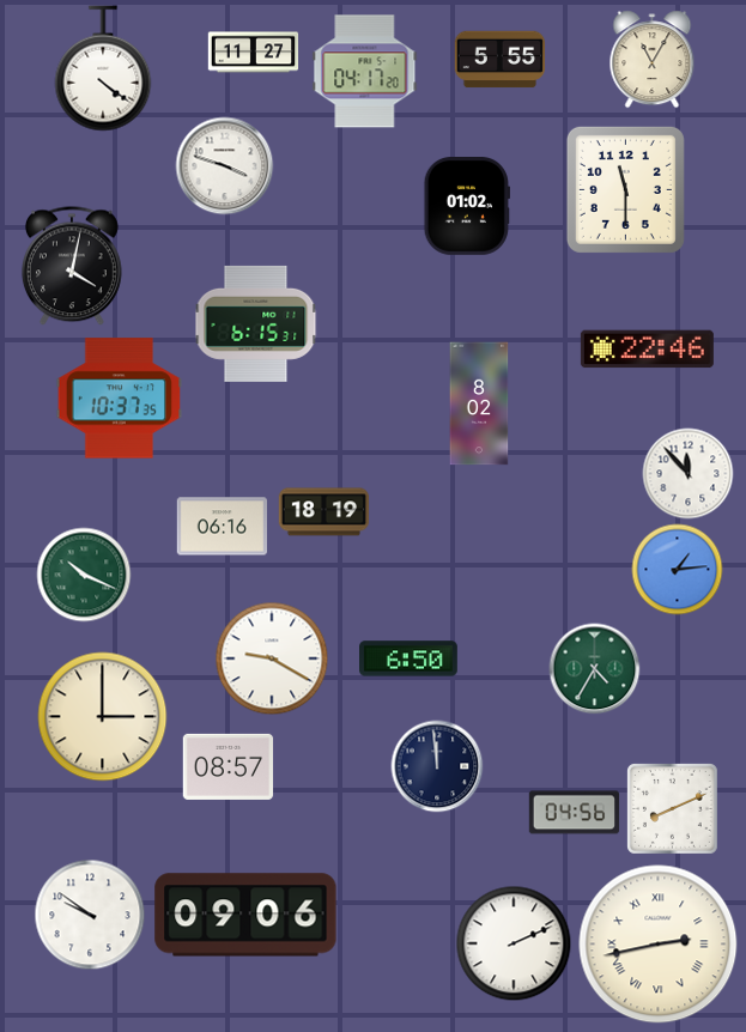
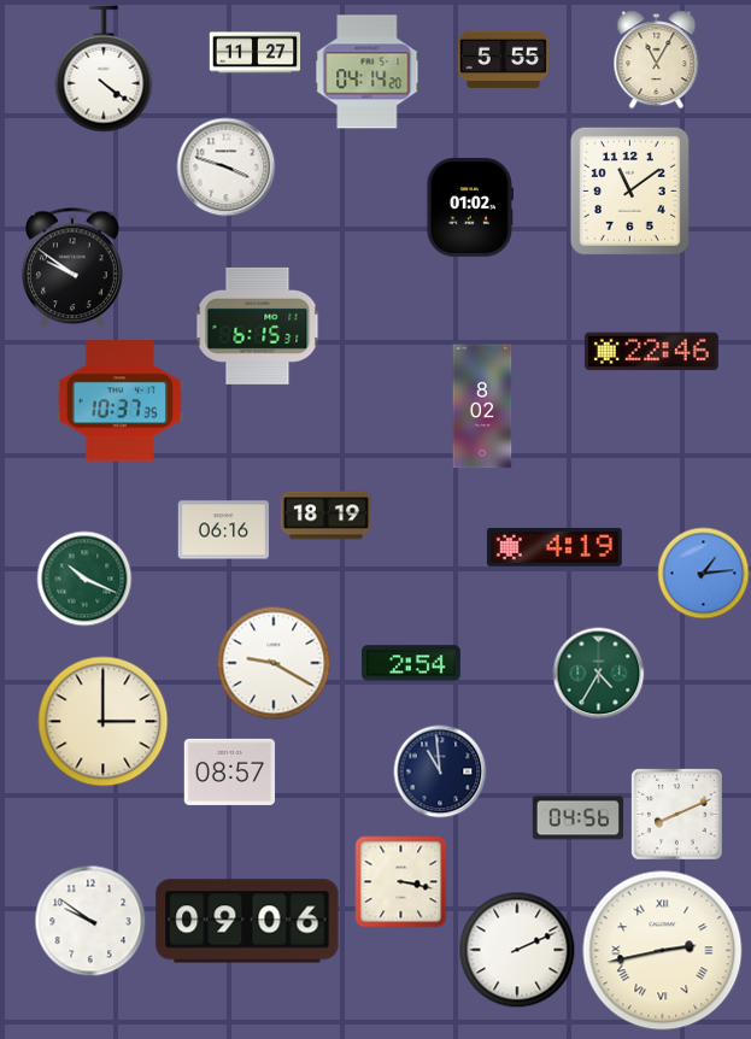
clock at (365, 72): 04:17 -> 04:14
clock at (625, 189): 11:30 -> 11:09
clock at (72, 266): 4:02 -> 9:51
clock at (689, 474): 11:53 -> none
clock at (555, 547): none -> 4:19
clock at (678, 570) position: (678, 570) -> (704, 574)
clock at (410, 658): 6:50 -> 2:54
clock at (437, 766): 11:59 -> 10:59
clock at (401, 882): none -> 3:17
